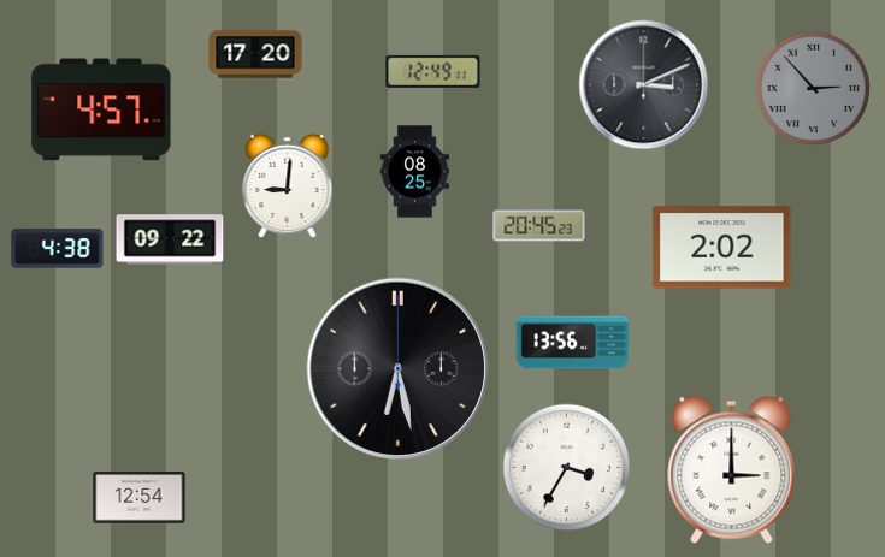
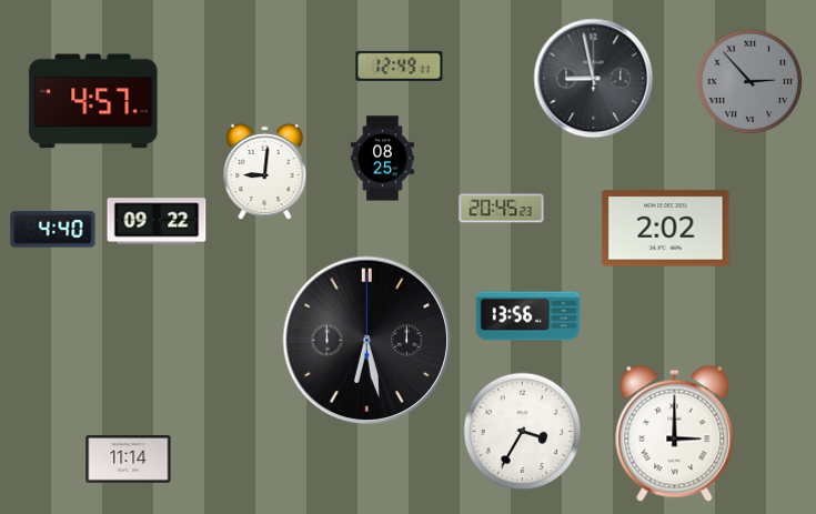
clock at (255, 54): 17:20 -> none
clock at (644, 85): 3:11 -> 8:58
clock at (539, 226) position: (539, 226) -> (502, 209)
clock at (58, 249): 4:38 -> 4:40
clock at (140, 498): 12:54 -> 11:14
